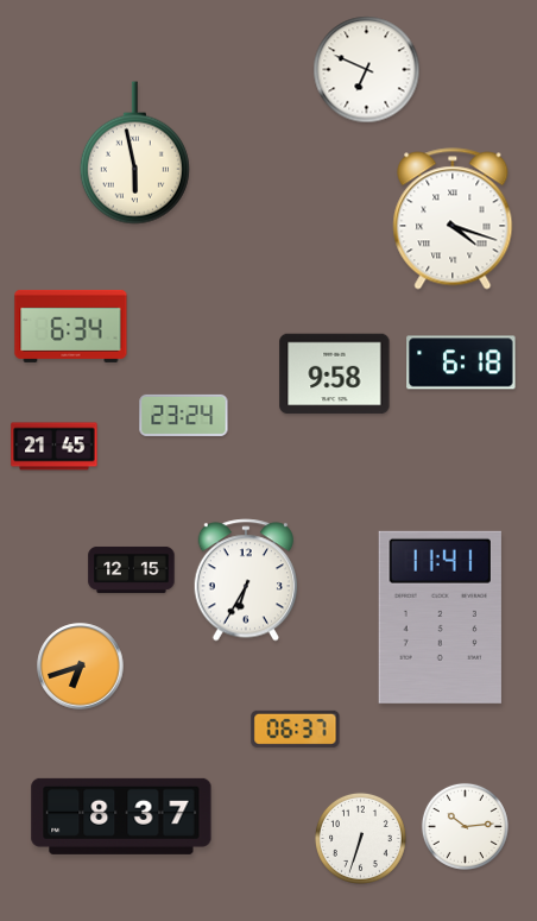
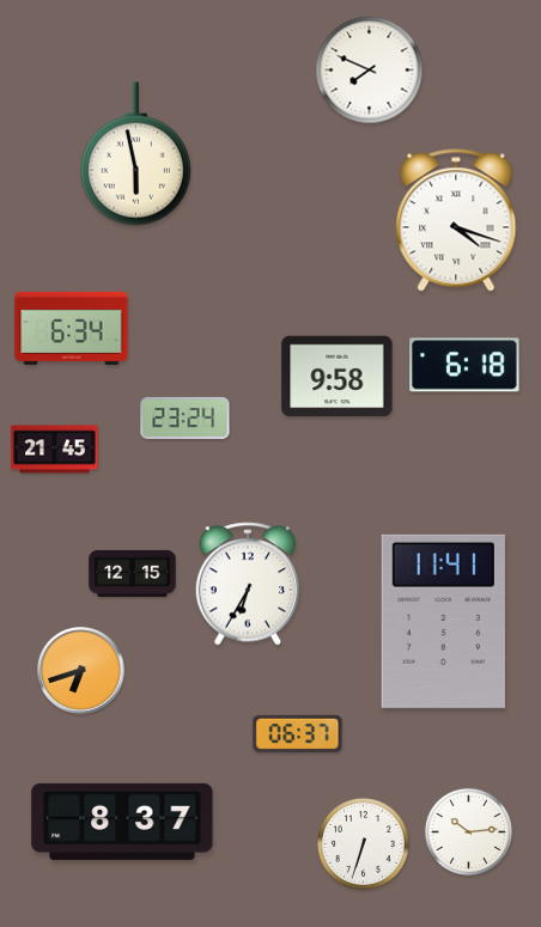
clock at (367, 70): 6:49 -> 7:49
